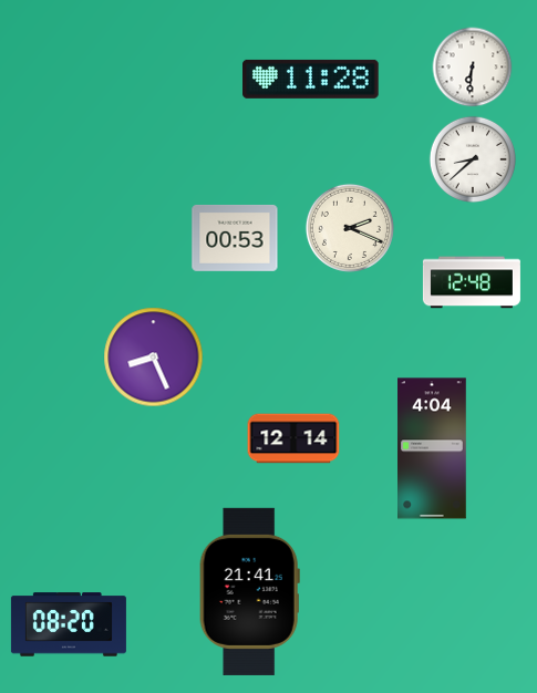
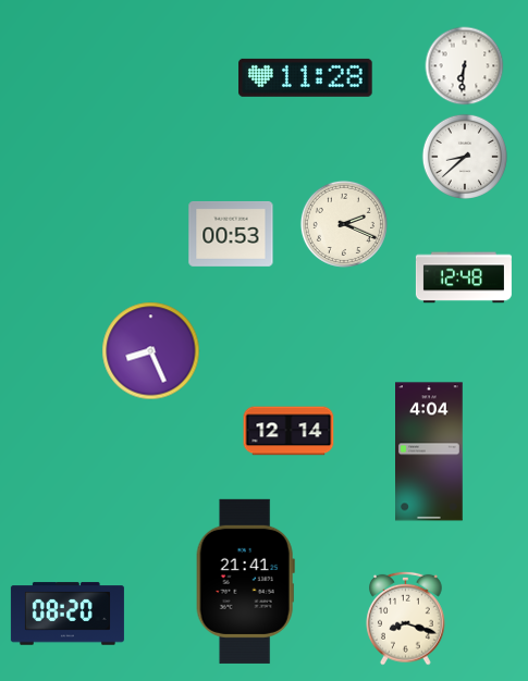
clock at (433, 448) position: (433, 448) -> (430, 451)
clock at (406, 618): none -> 8:18
